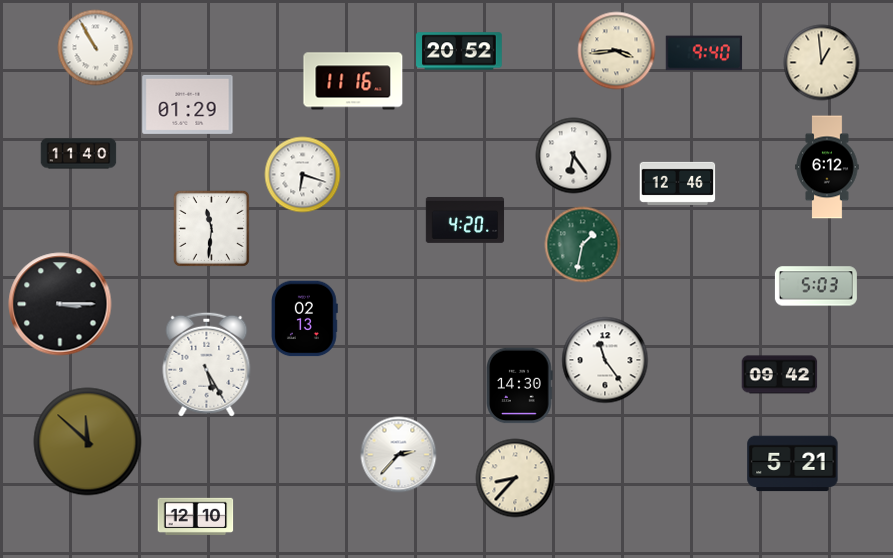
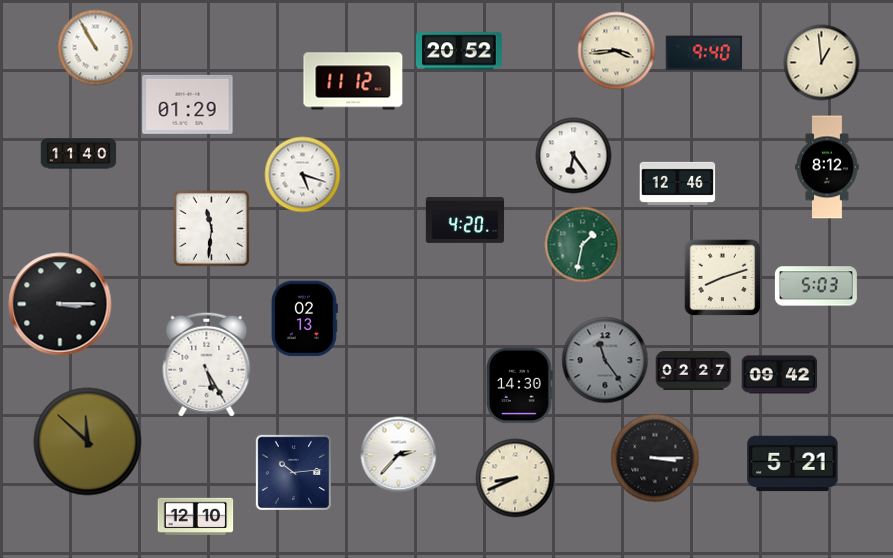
clock at (353, 81): 11:16 -> 11:12
clock at (827, 167): 6:12 -> 8:12
clock at (303, 175): 6:18 -> 5:18
clock at (722, 277): none -> 8:12
clock at (605, 360) dial: white -> grey
clock at (694, 370): none -> 02:27
clock at (655, 458): none -> 3:15
clock at (293, 472): none -> 10:14
clock at (515, 478): 8:37 -> 8:41
